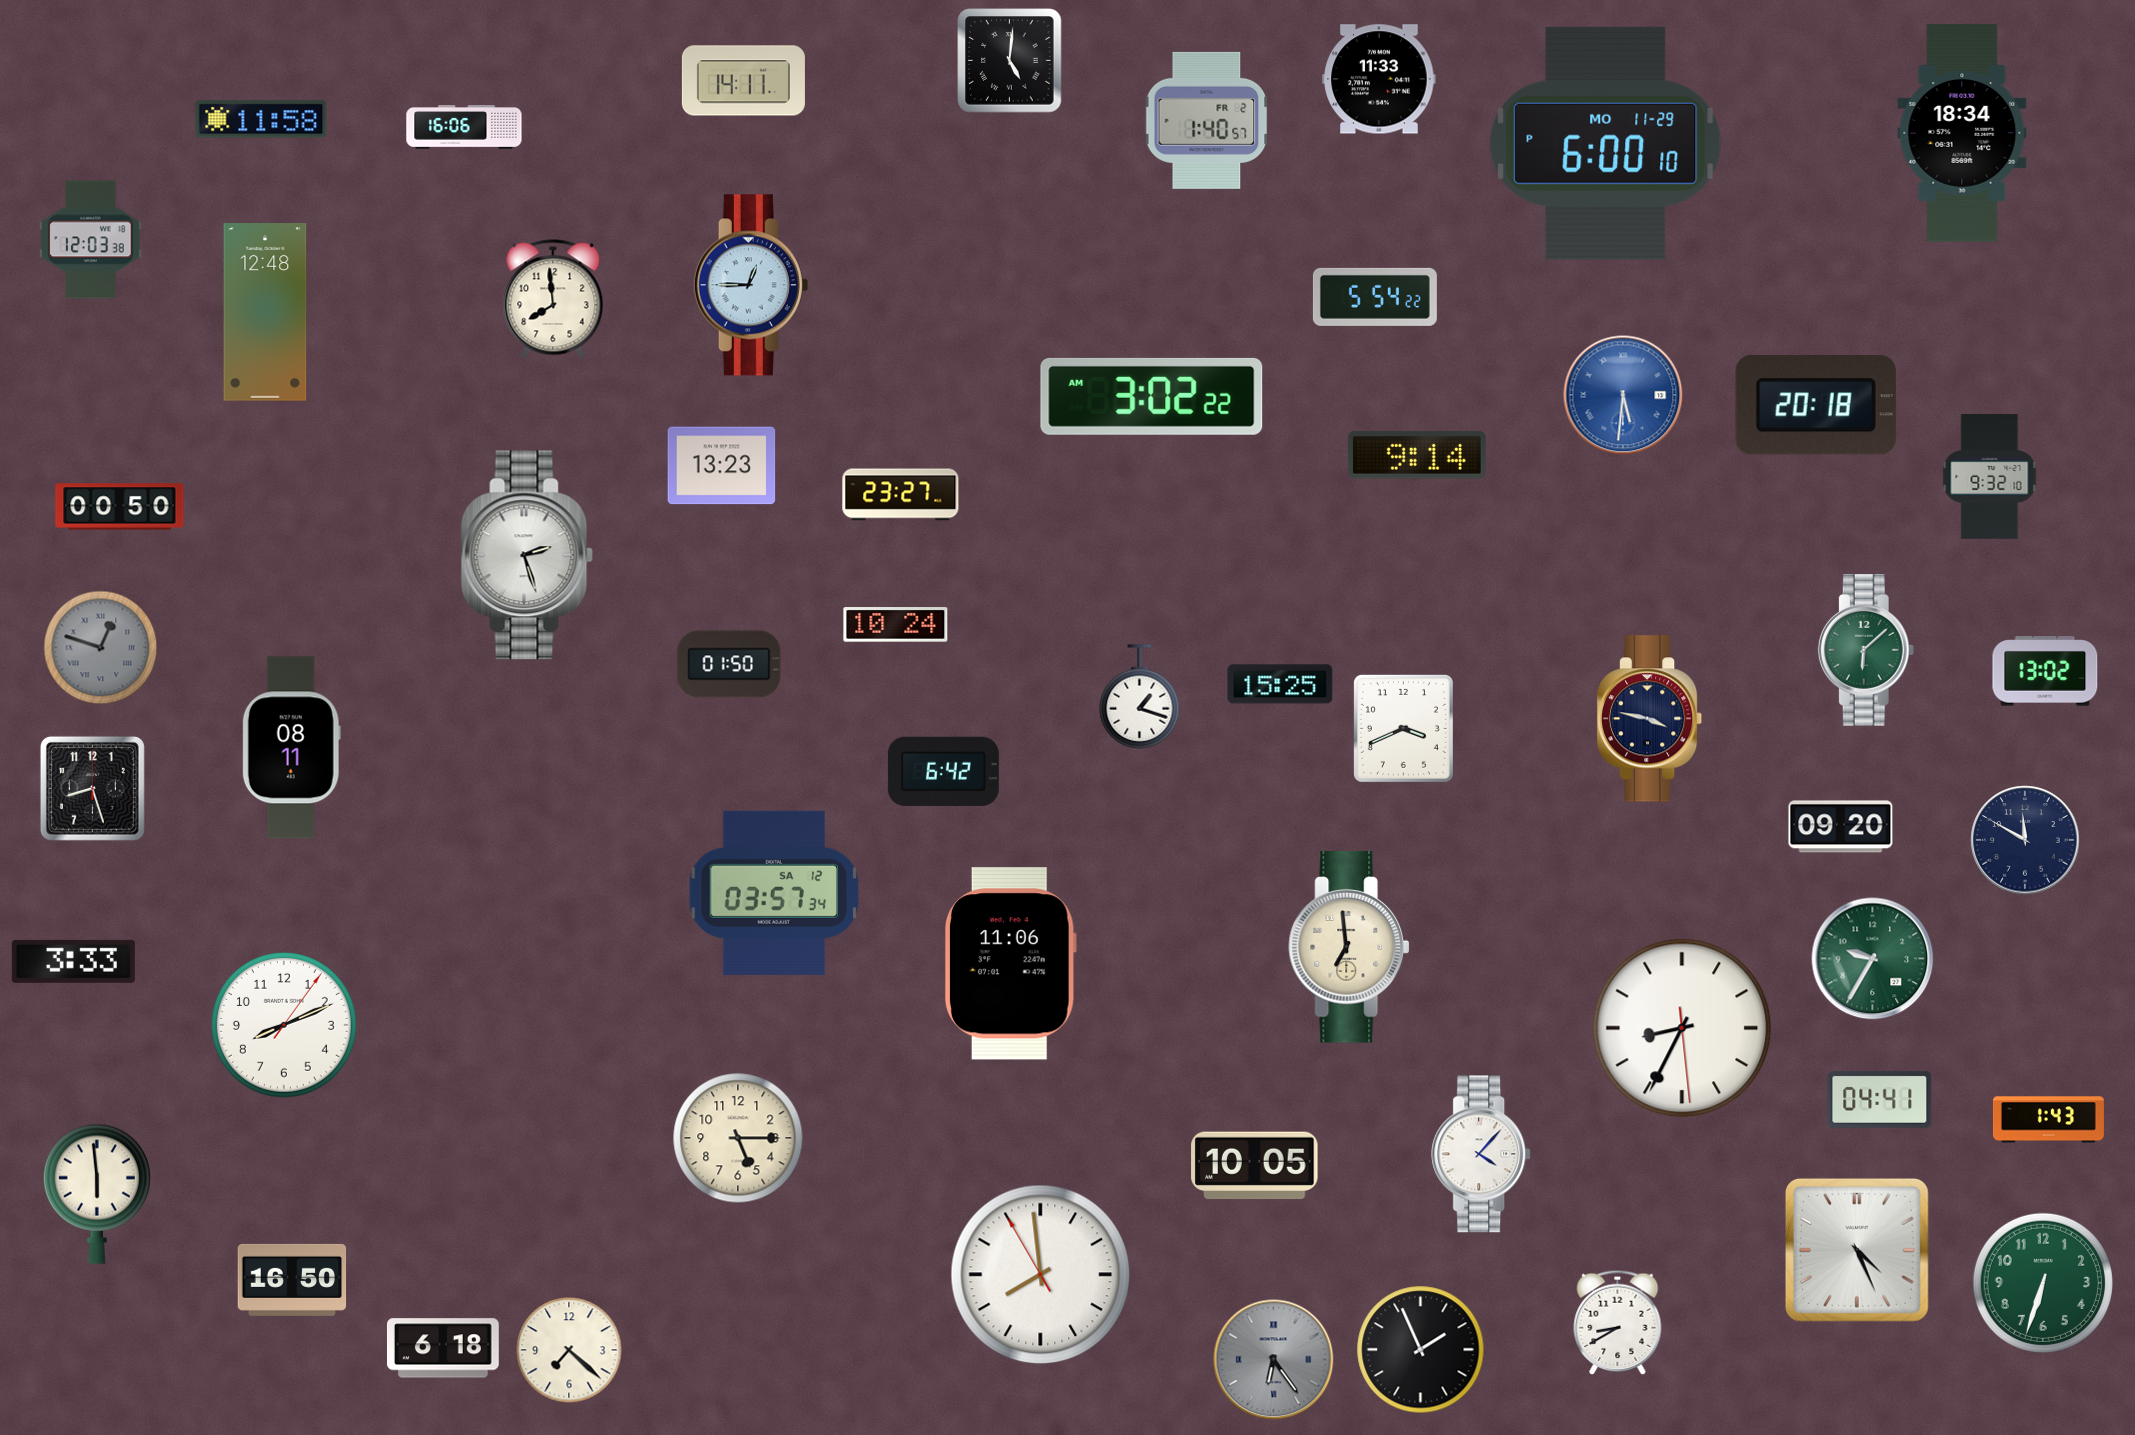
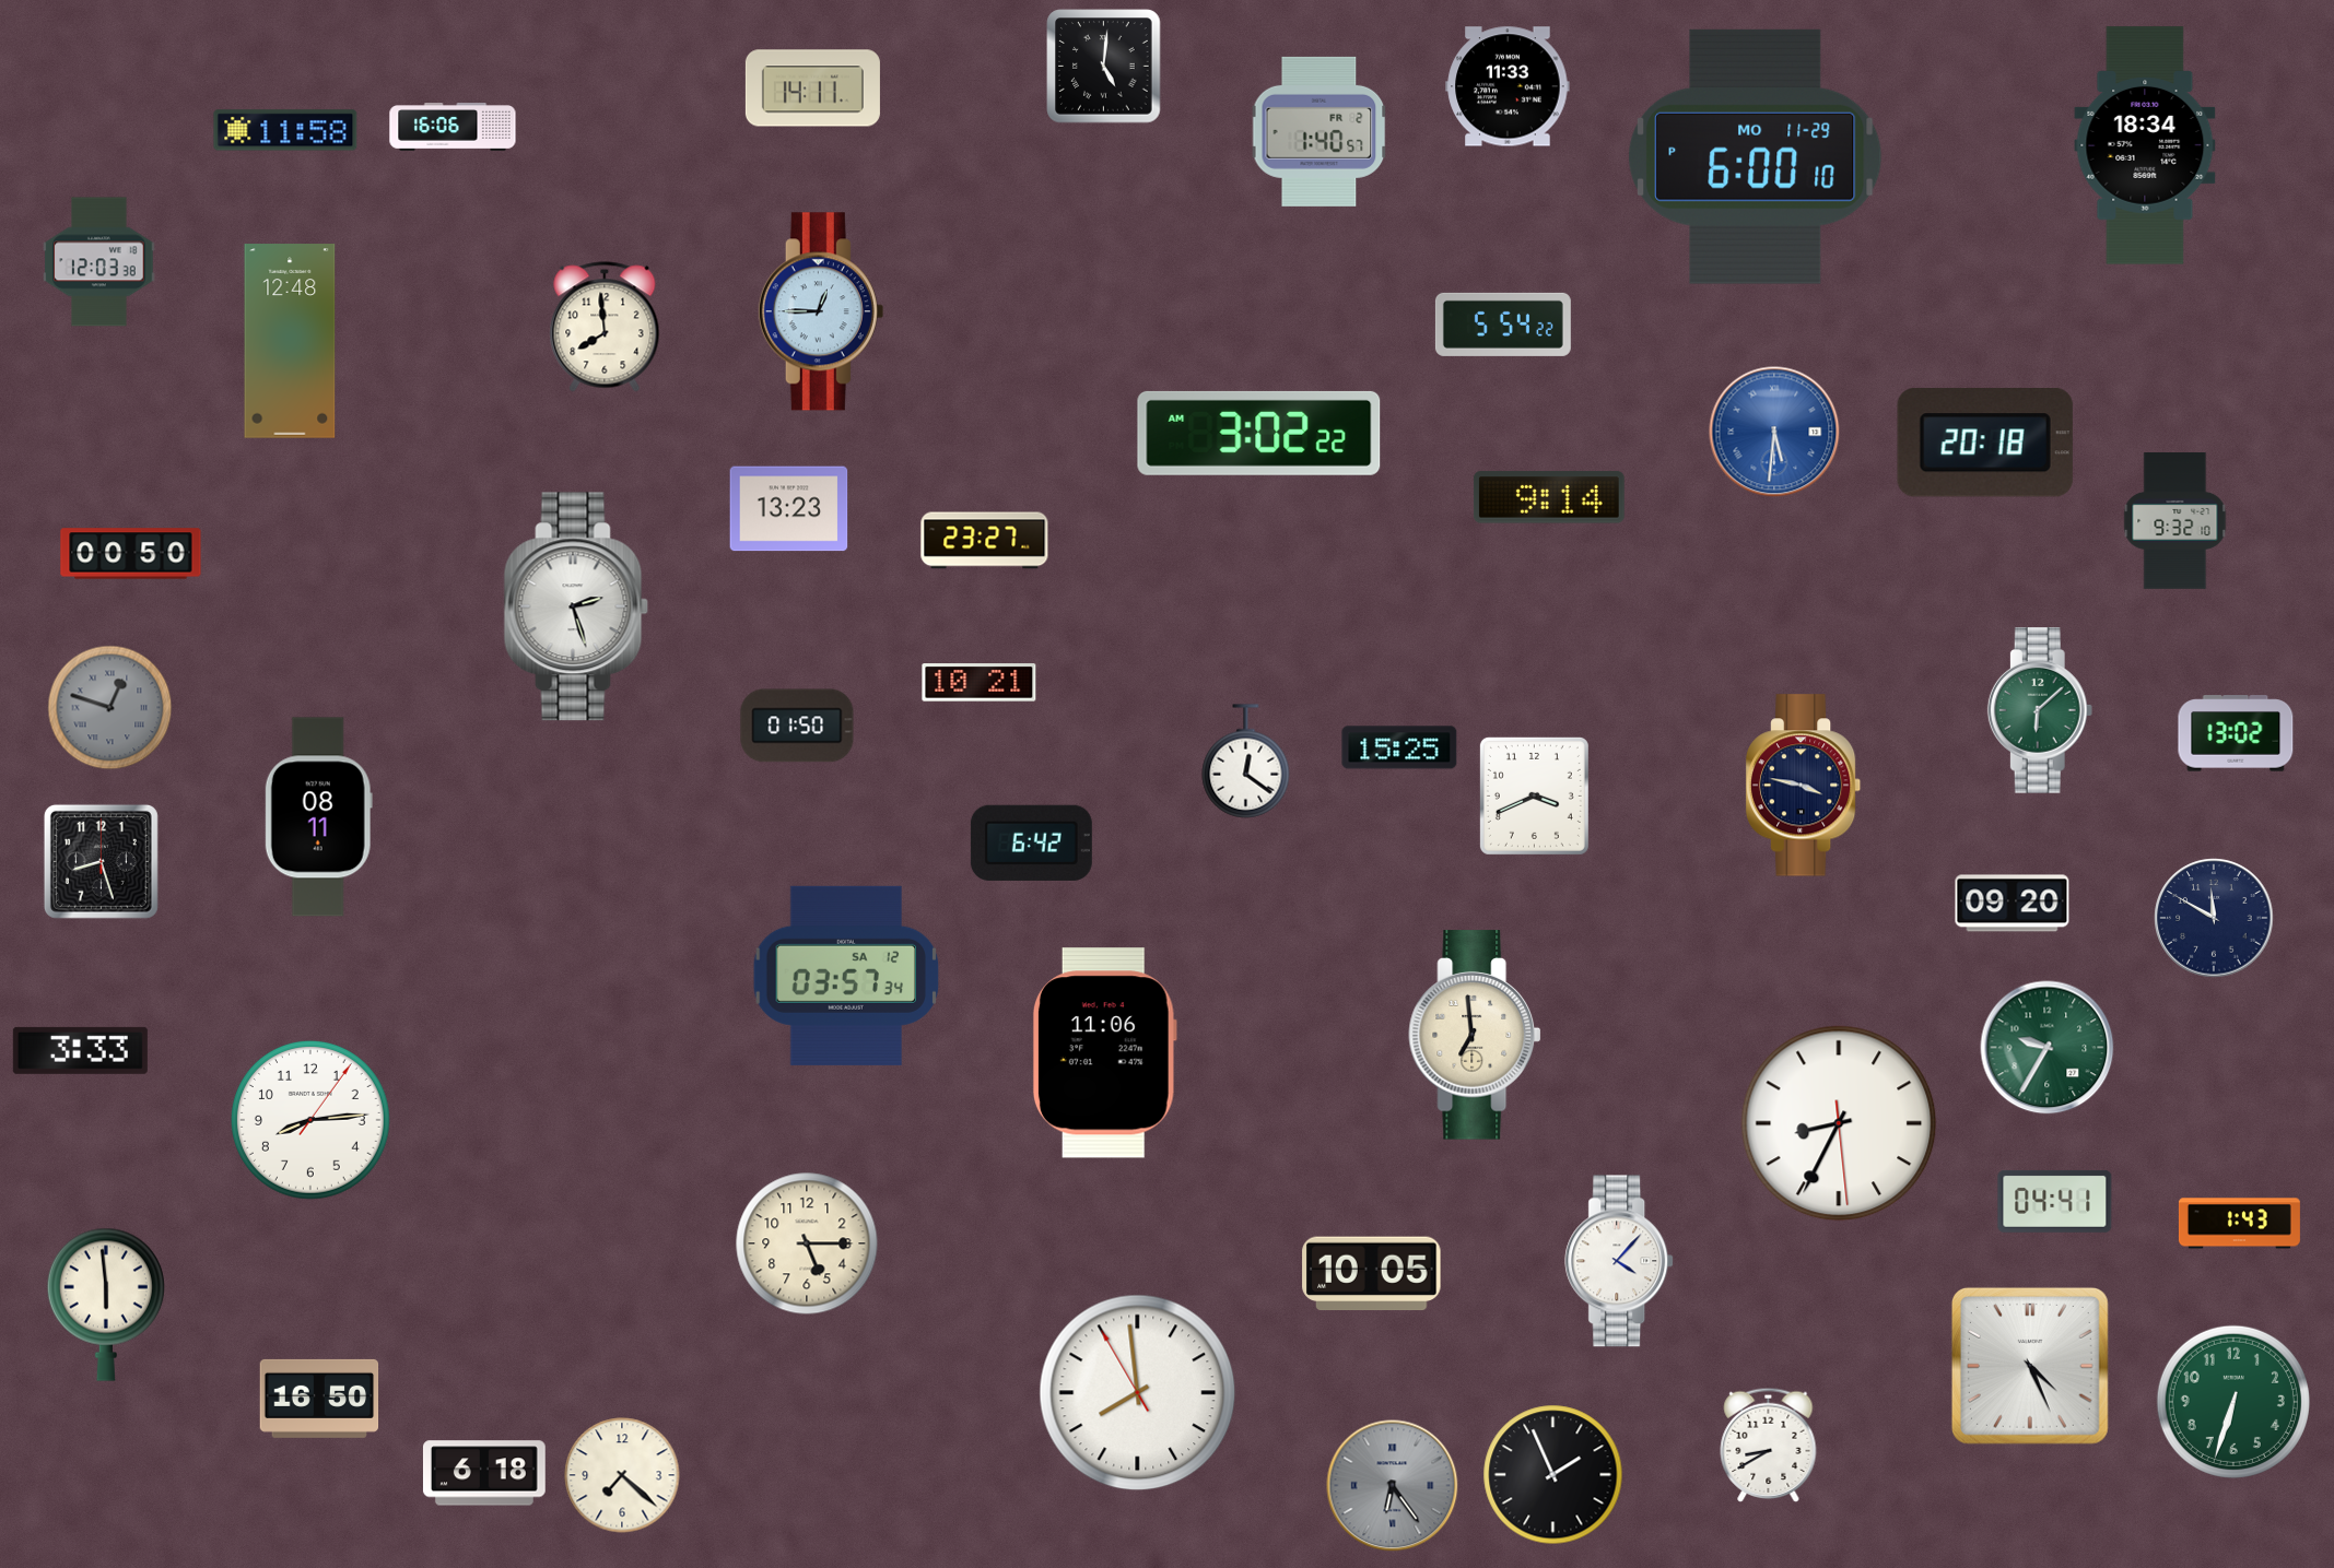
clock at (464, 127) position: (464, 127) -> (453, 127)
clock at (896, 625): 10:24 -> 10:21
clock at (1140, 697): 1:18 -> 12:21
clock at (284, 1025): 8:11 -> 8:14
